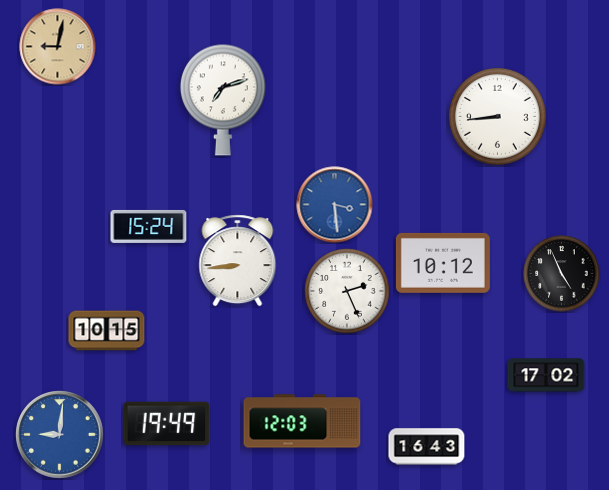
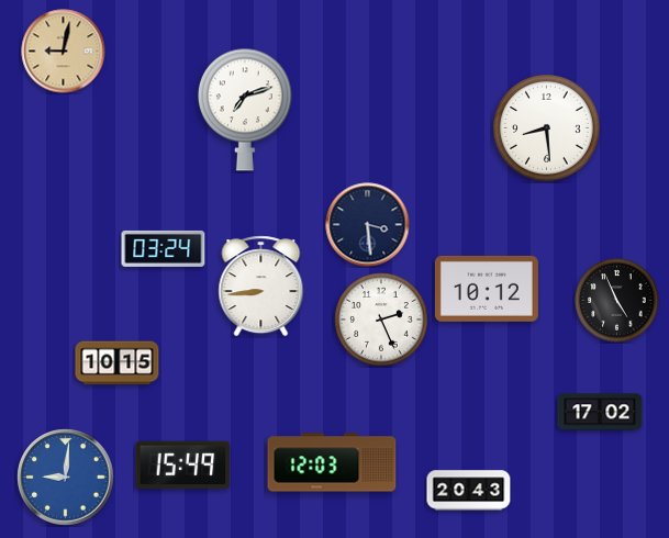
clock at (498, 117): 8:44 -> 8:29
clock at (335, 205) dial: blue -> navy
clock at (149, 226): 15:24 -> 03:24
clock at (167, 424): 19:49 -> 15:49
clock at (427, 447): 16:43 -> 20:43
